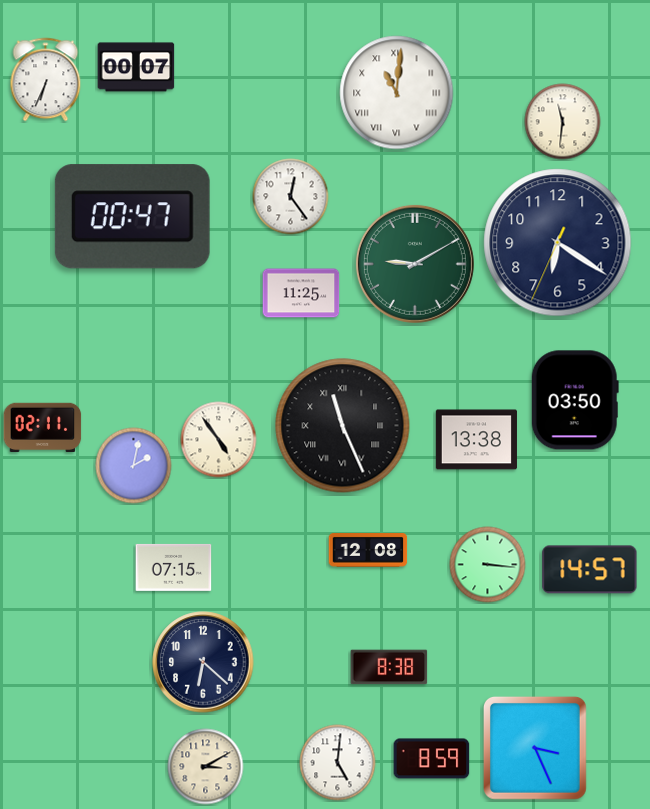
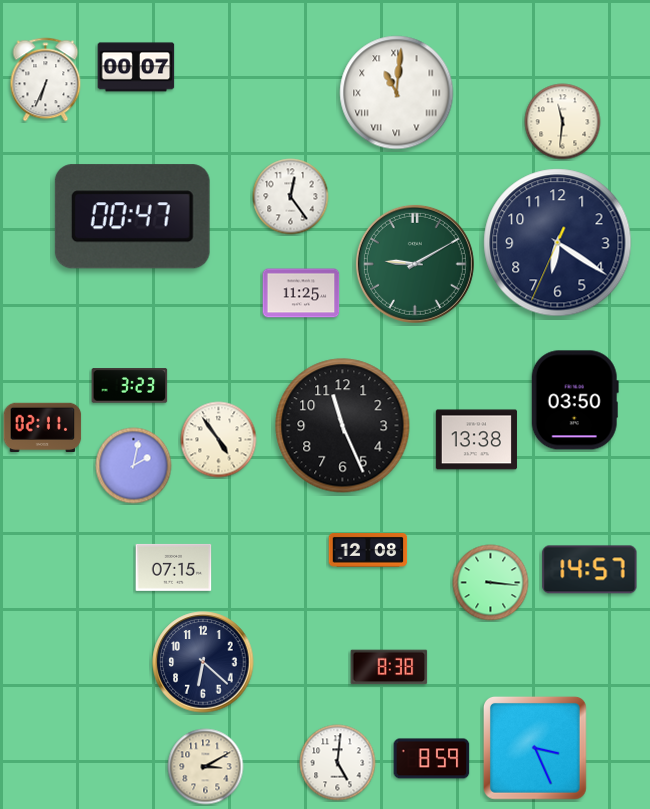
clock at (130, 386): none -> 3:23
clock at (343, 426) numerals: Roman -> Arabic
clock at (488, 565) position: (488, 565) -> (491, 583)
